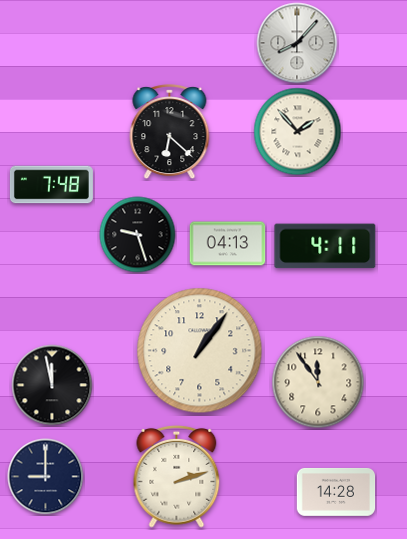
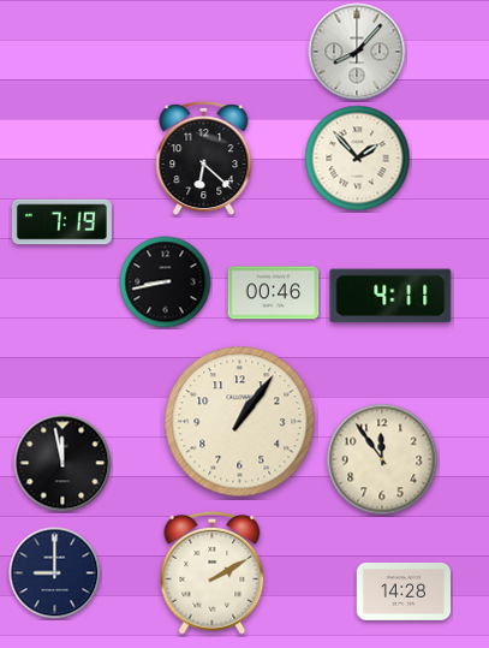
clock at (51, 185): 7:48 -> 7:19
clock at (138, 235): 9:27 -> 8:43
clock at (228, 244): 04:13 -> 00:46
clock at (177, 476): 2:12 -> 2:10
